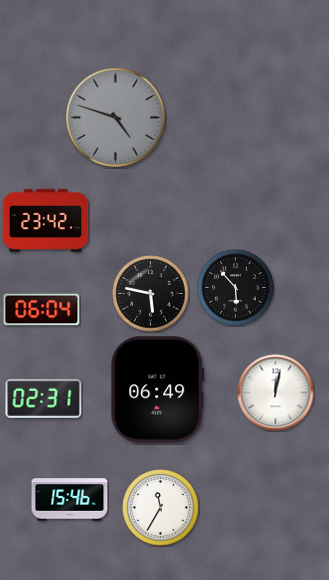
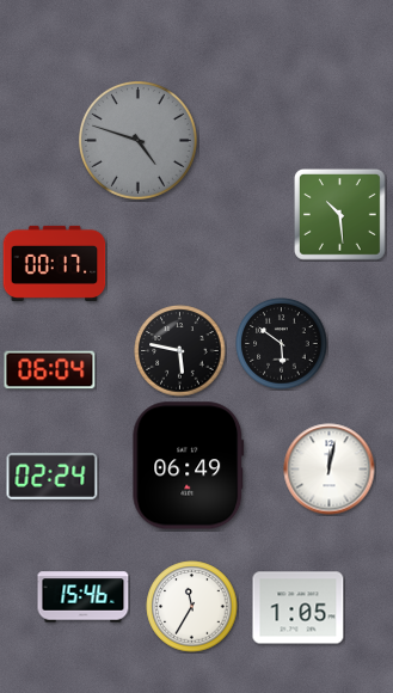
clock at (339, 214): none -> 10:29
clock at (46, 220): 23:42 -> 00:17
clock at (236, 288): 5:53 -> 5:51
clock at (44, 398): 02:31 -> 02:24
clock at (299, 608): none -> 1:05
